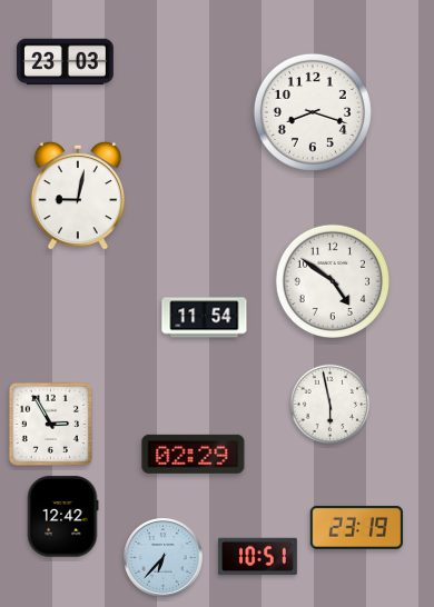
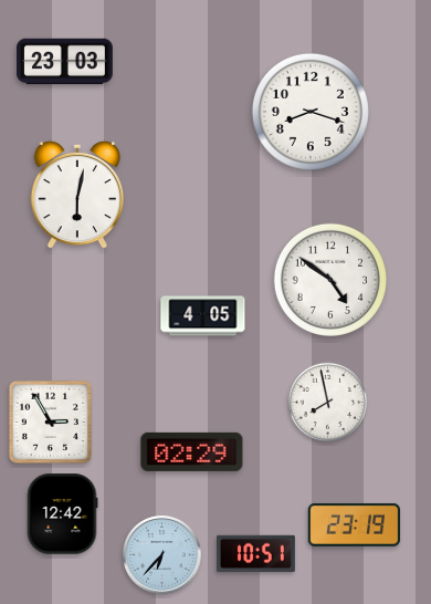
clock at (78, 196): 9:02 -> 6:02
clock at (205, 318): 11:54 -> 4:05
clock at (331, 405): 5:58 -> 7:58
